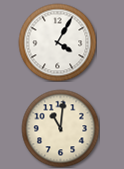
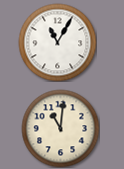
clock at (57, 42): 4:05 -> 11:05
